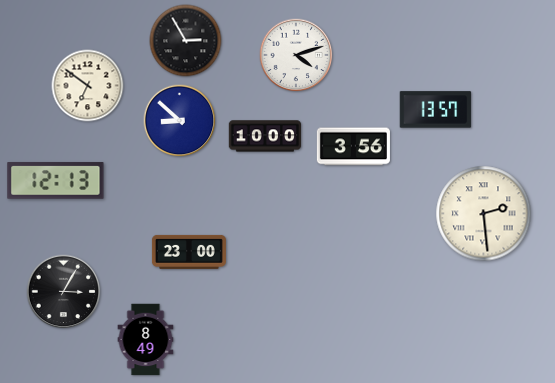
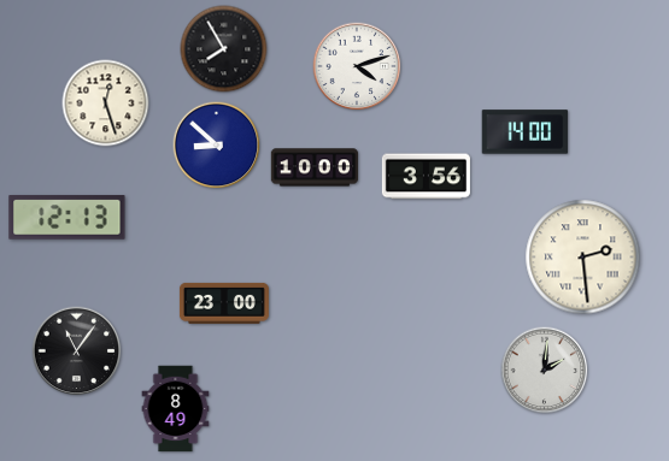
clock at (186, 41): 2:55 -> 7:55
clock at (88, 86): 6:51 -> 12:27
clock at (436, 110): 13:57 -> 14:00
clock at (265, 136) position: (265, 136) -> (315, 167)
clock at (189, 252) position: (189, 252) -> (224, 303)
clock at (64, 292): 3:05 -> 11:06
clock at (545, 371): none -> 2:01
